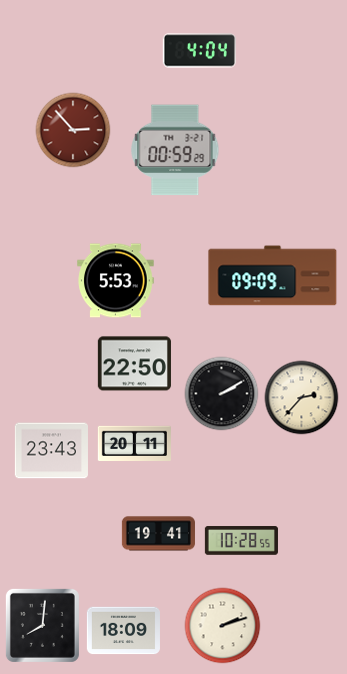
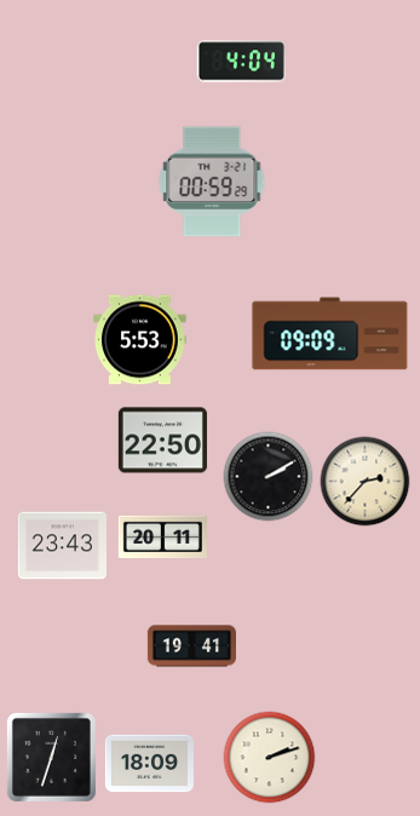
clock at (73, 130): 2:53 -> none
clock at (241, 541): 10:28 -> none
clock at (42, 625): 8:01 -> 12:33
